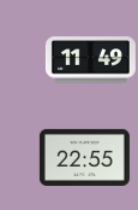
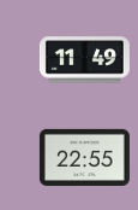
clock at (90, 60) position: (90, 60) -> (84, 60)
